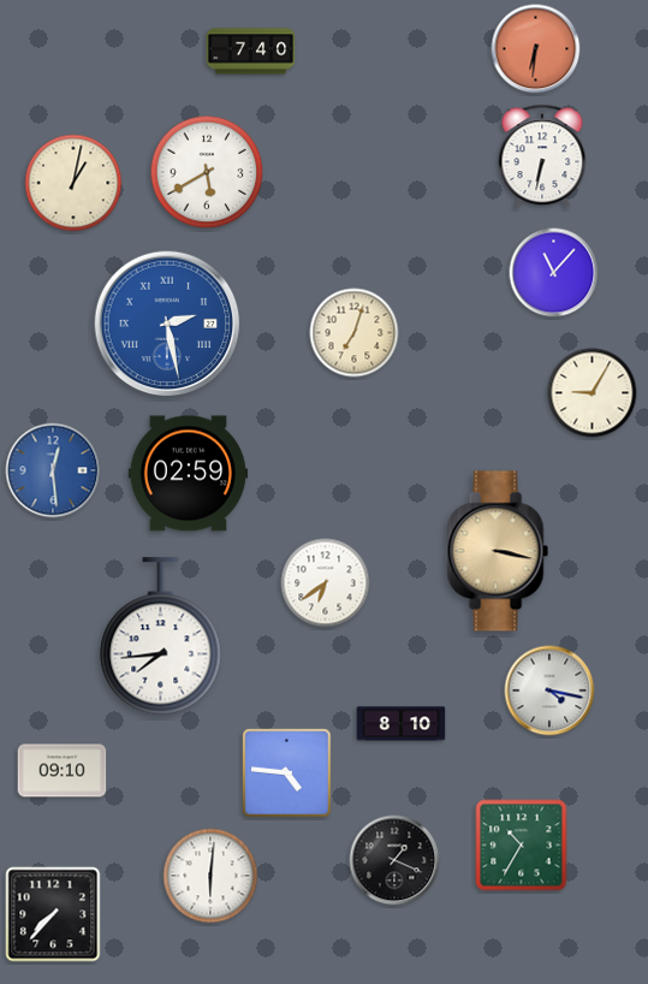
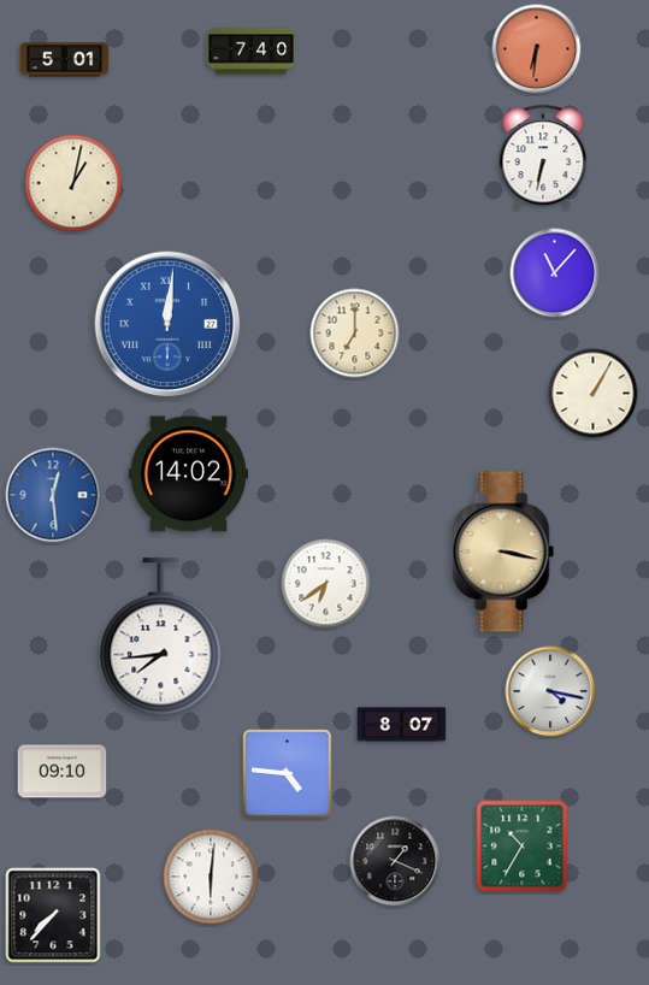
clock at (65, 60): none -> 5:01
clock at (207, 172): 5:40 -> none
clock at (167, 324): 2:28 -> 12:01
clock at (355, 333): 7:03 -> 7:00
clock at (593, 393): 9:05 -> 1:05
clock at (53, 470) position: (53, 470) -> (53, 495)
clock at (188, 474): 02:59 -> 14:02
clock at (498, 551) position: (498, 551) -> (503, 552)
clock at (402, 724): 8:10 -> 8:07
